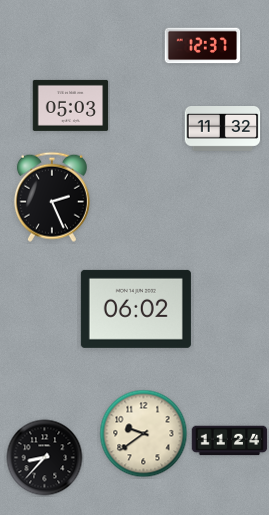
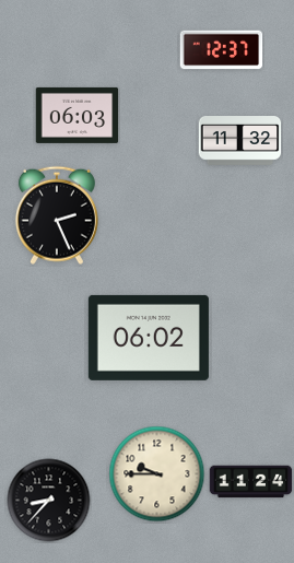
clock at (71, 105): 05:03 -> 06:03
clock at (223, 129) position: (223, 129) -> (240, 141)
clock at (144, 434): 9:39 -> 9:45
